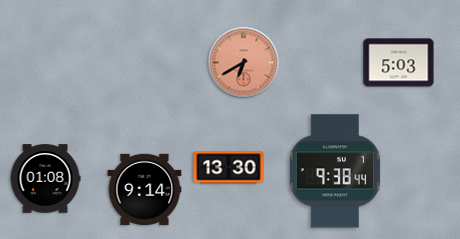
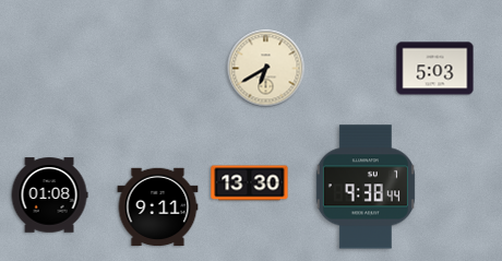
clock at (244, 63) dial: salmon -> cream
clock at (145, 190): 9:14 -> 9:11
